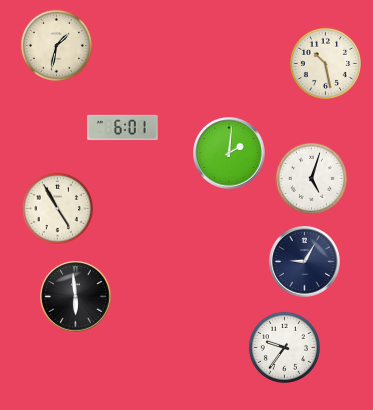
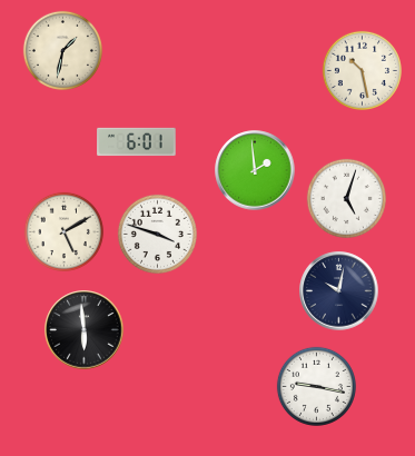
clock at (229, 153): 2:01 -> 1:59
clock at (57, 208): 4:55 -> 5:10
clock at (157, 234): none -> 3:48
clock at (305, 262): 9:05 -> 10:02
clock at (284, 347): 9:36 -> 9:17
